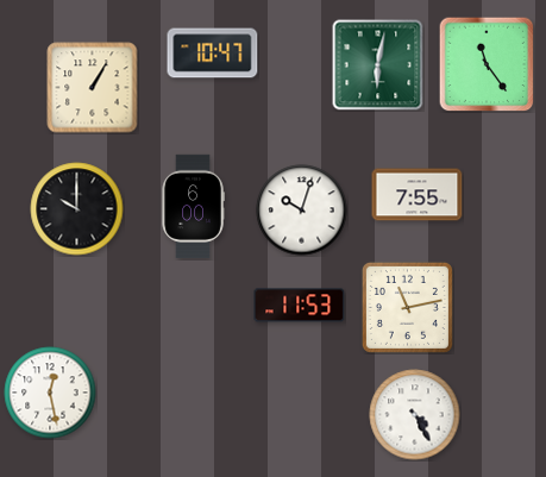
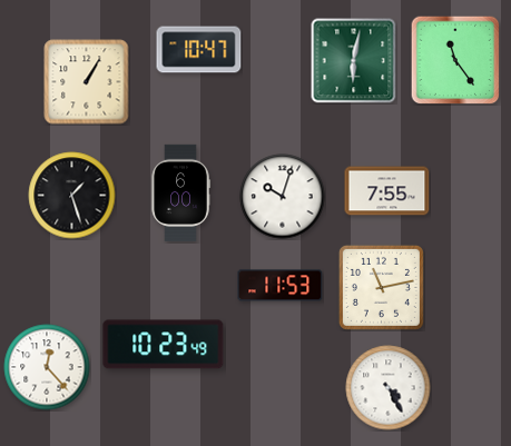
clock at (418, 195) position: (418, 195) -> (387, 191)
clock at (77, 209): 10:00 -> 1:27
clock at (164, 345): none -> 10:23
clock at (50, 393): 12:28 -> 12:23
